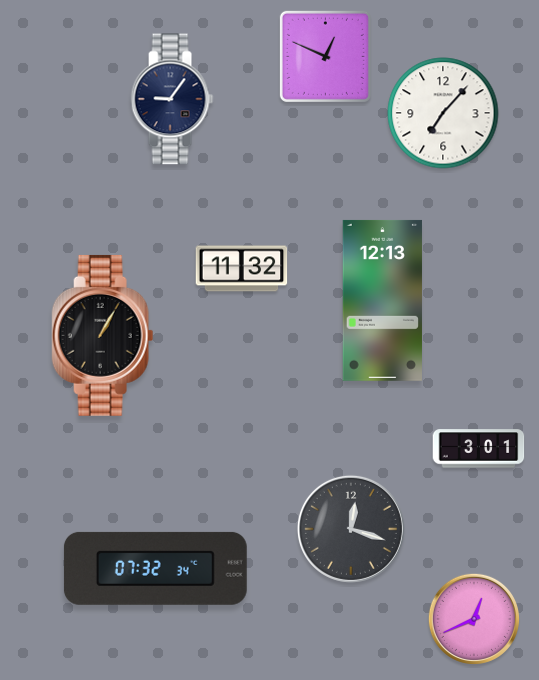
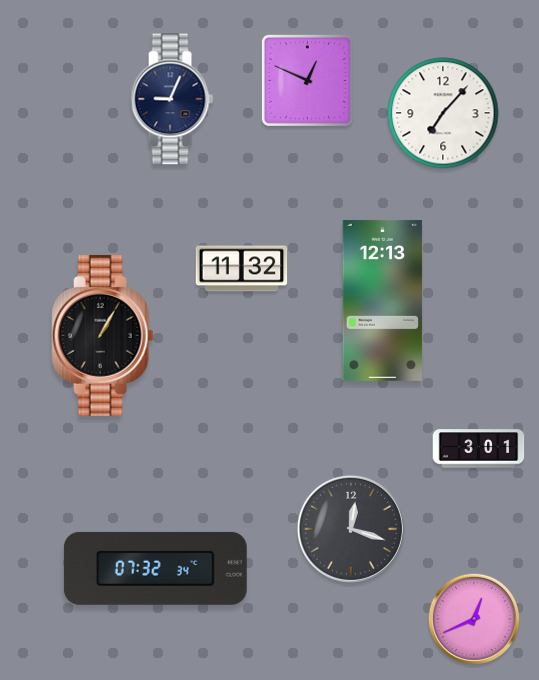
clock at (325, 56) position: (325, 56) -> (307, 80)
clock at (172, 99): 9:06 -> 9:04
